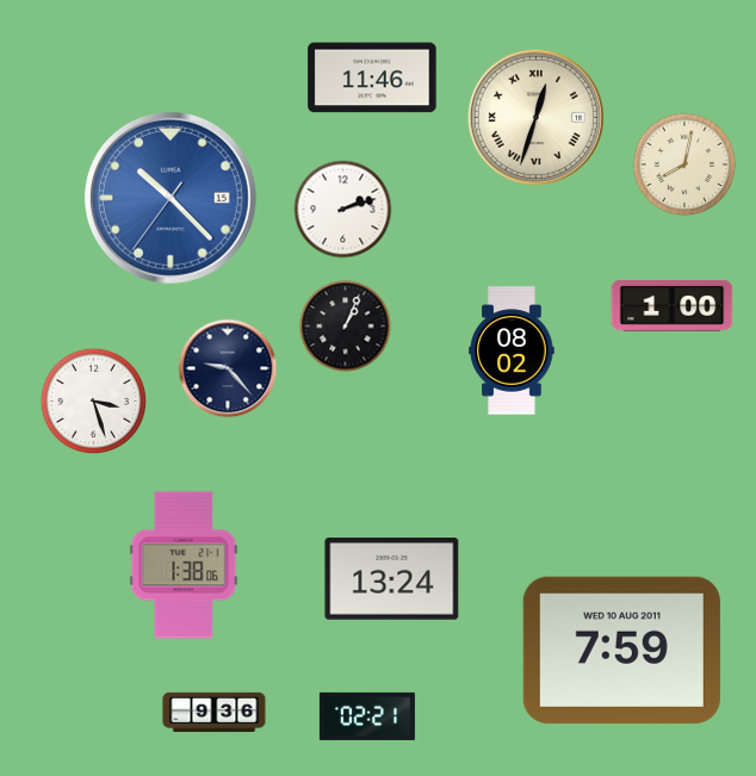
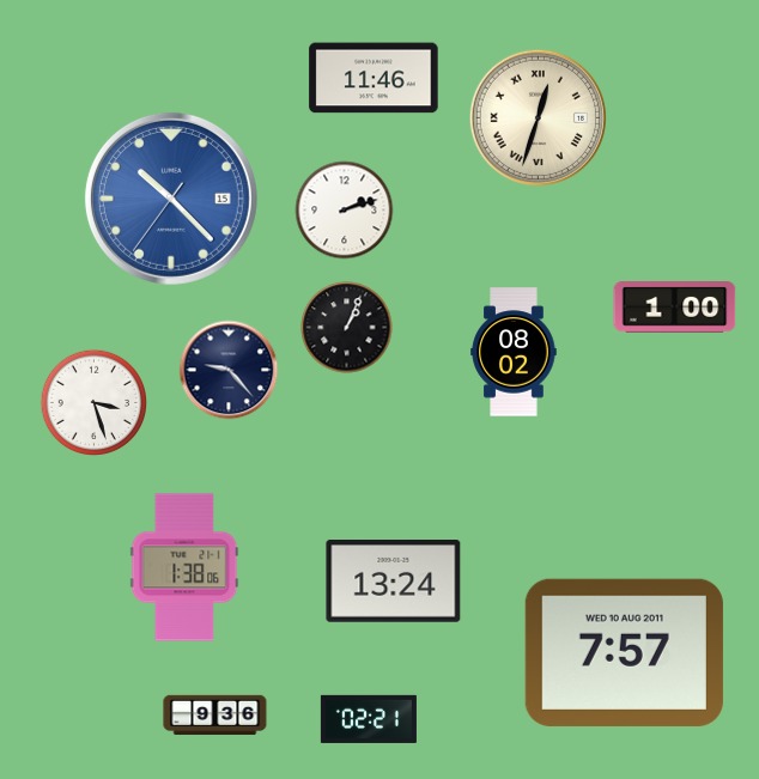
clock at (684, 164): 8:02 -> none
clock at (621, 650): 7:59 -> 7:57
